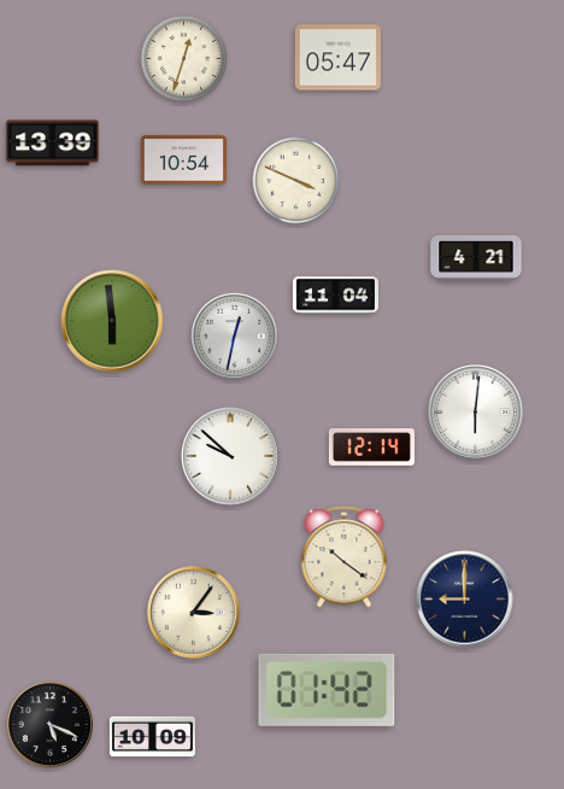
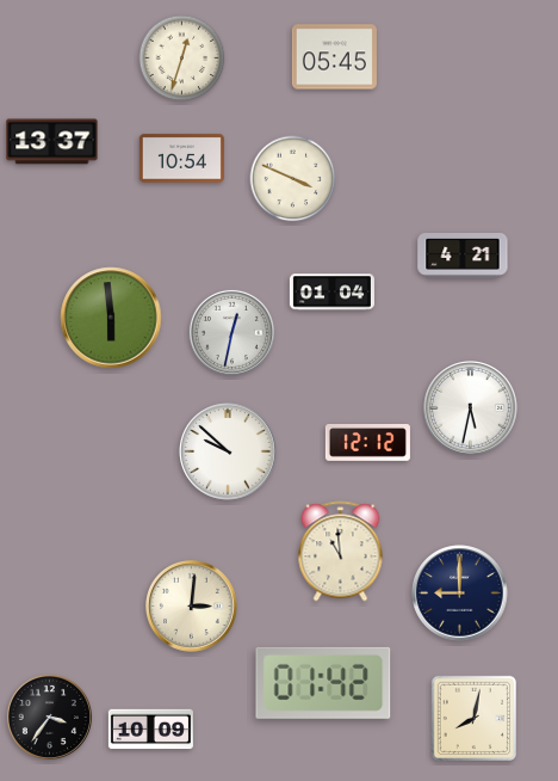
clock at (337, 58): 05:47 -> 05:45
clock at (53, 144): 13:39 -> 13:37
clock at (476, 259) position: (476, 259) -> (463, 257)
clock at (335, 296): 11:04 -> 01:04
clock at (476, 413): 6:01 -> 5:32
clock at (371, 448): 12:14 -> 12:12
clock at (345, 557): 10:21 -> 10:59
clock at (194, 613): 3:06 -> 3:01
clock at (49, 724): 5:19 -> 3:36
clock at (473, 718): none -> 8:02
